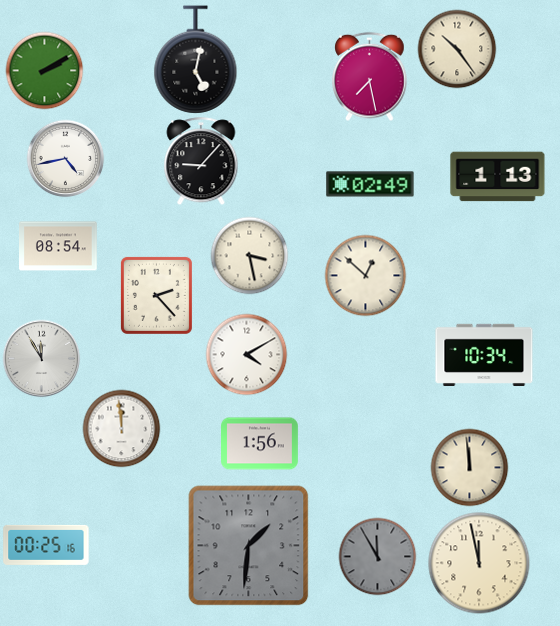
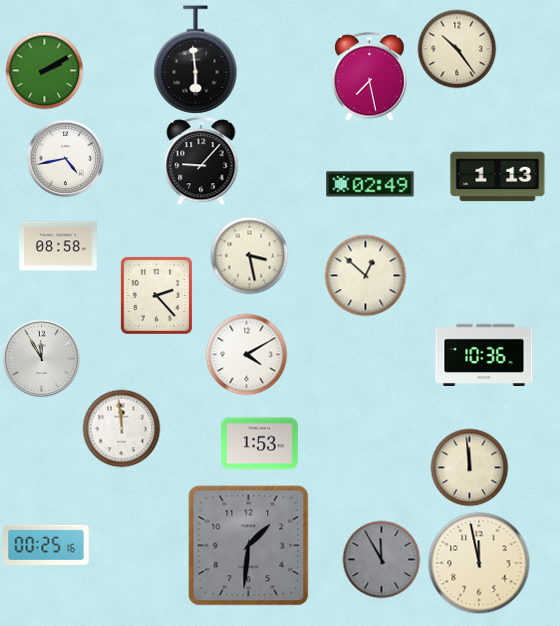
clock at (196, 60): 5:02 -> 5:59
clock at (59, 246): 08:54 -> 08:58
clock at (484, 354): 10:34 -> 10:36
clock at (260, 444): 1:56 -> 1:53
clock at (377, 556) position: (377, 556) -> (381, 559)
